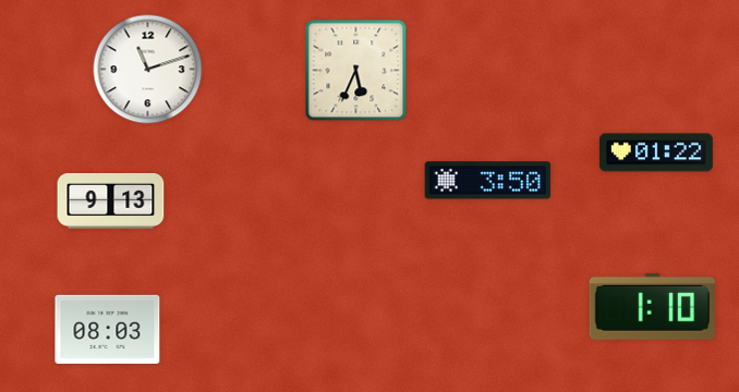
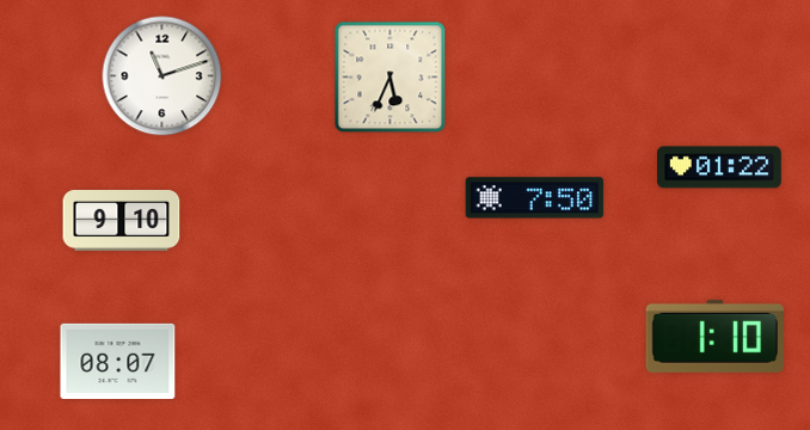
clock at (488, 181): 3:50 -> 7:50
clock at (111, 201): 9:13 -> 9:10
clock at (108, 329): 08:03 -> 08:07
